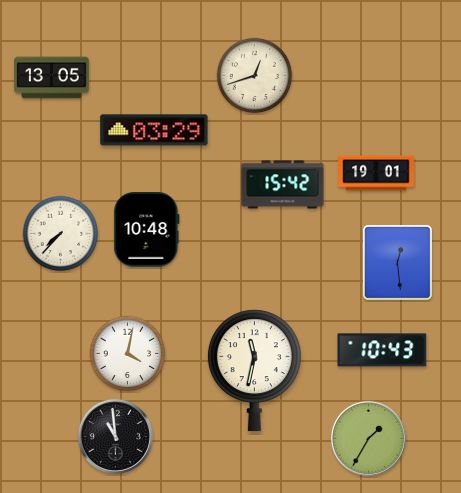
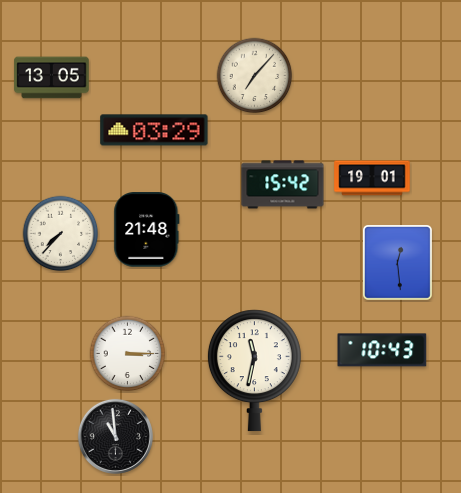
clock at (255, 76): 12:42 -> 7:07
clock at (376, 173) position: (376, 173) -> (372, 178)
clock at (147, 230): 10:48 -> 21:48
clock at (128, 354): 4:02 -> 3:15
clock at (368, 438): 1:35 -> none
